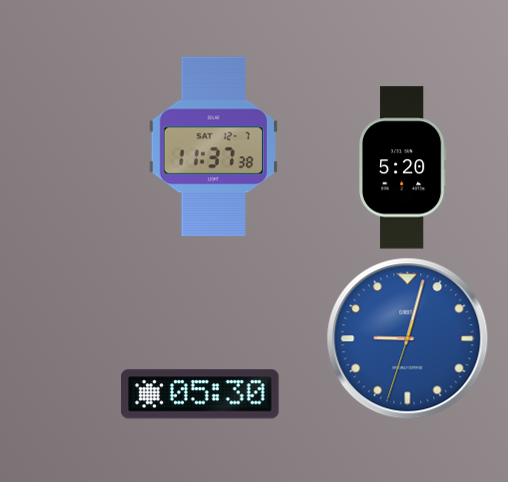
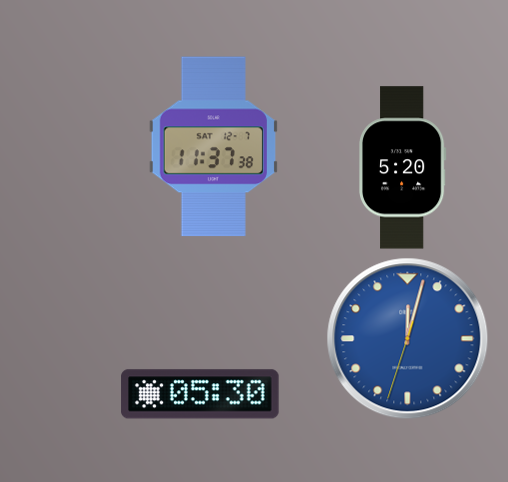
clock at (408, 339): 9:02 -> 12:02
